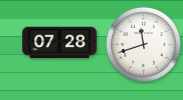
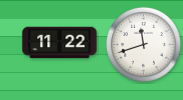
clock at (60, 43): 07:28 -> 11:22
